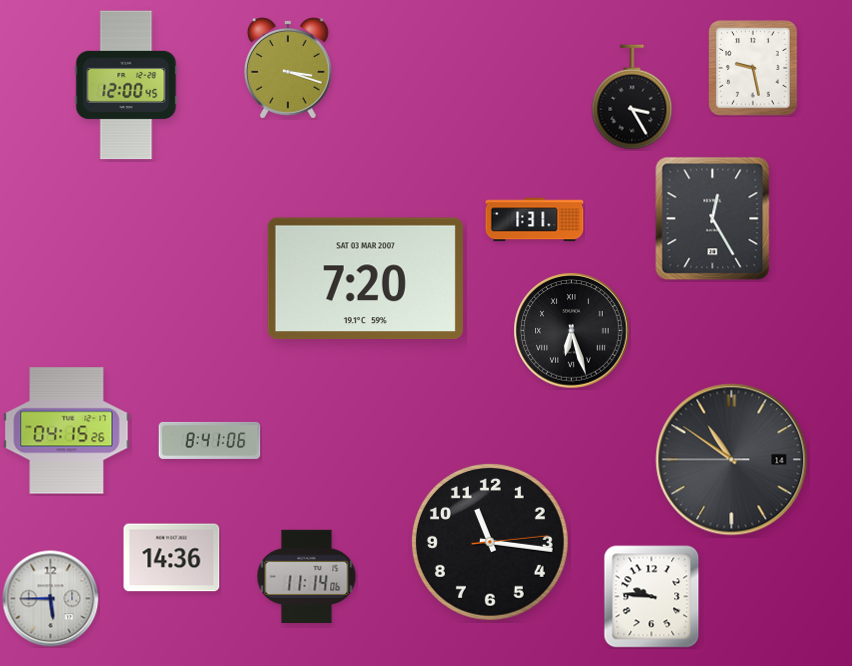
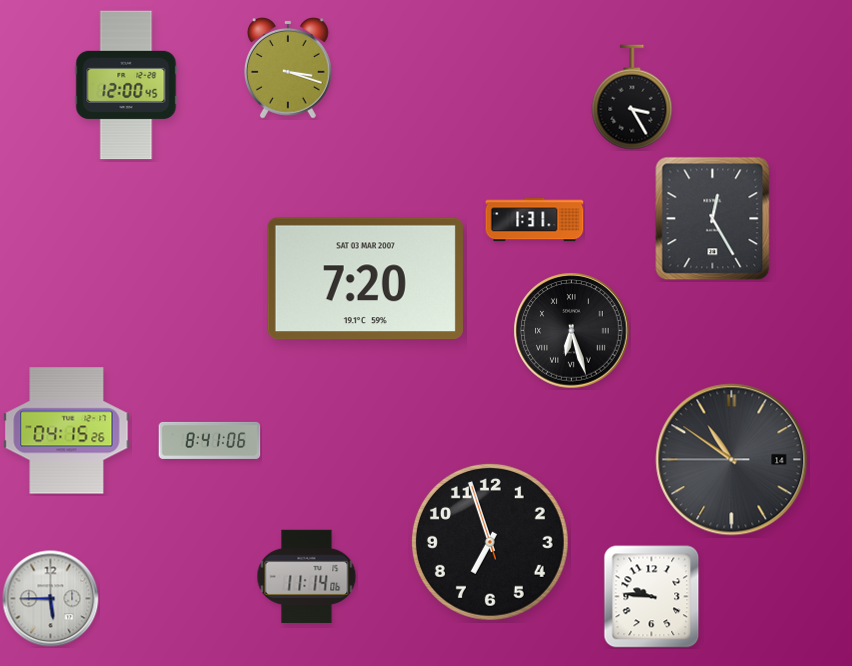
clock at (753, 68): 9:28 -> none
clock at (490, 542): 11:16 -> 6:56
clock at (172, 558): 14:36 -> none
